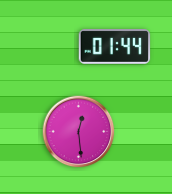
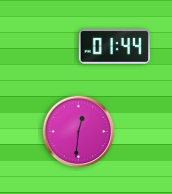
clock at (79, 132): 12:29 -> 12:31
